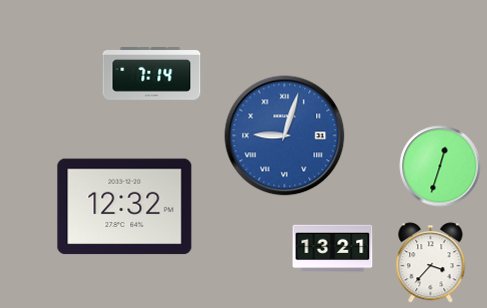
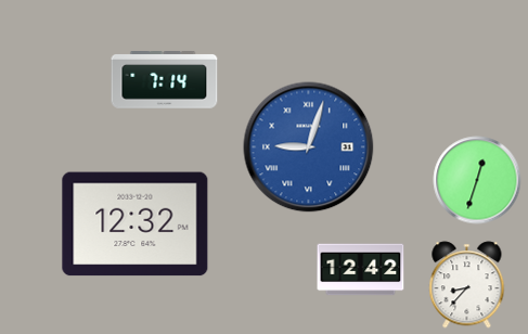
clock at (333, 249): 13:21 -> 12:42
clock at (431, 263): 3:37 -> 8:37
